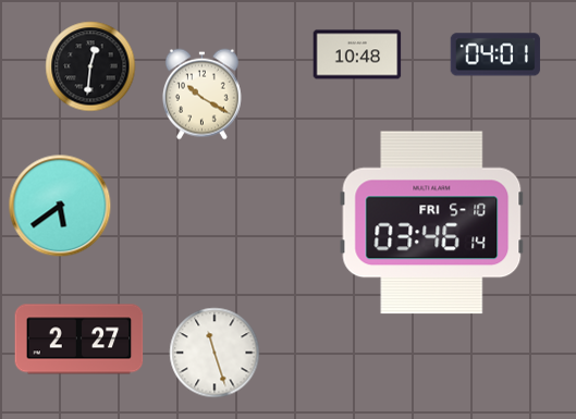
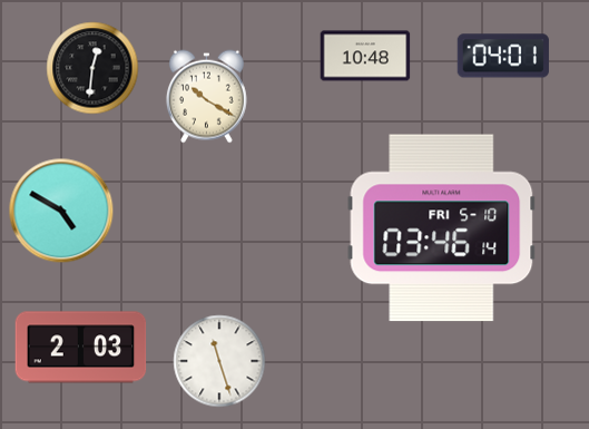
clock at (495, 54) position: (495, 54) -> (503, 56)
clock at (60, 206): 5:39 -> 4:50
clock at (79, 340): 2:27 -> 2:03
